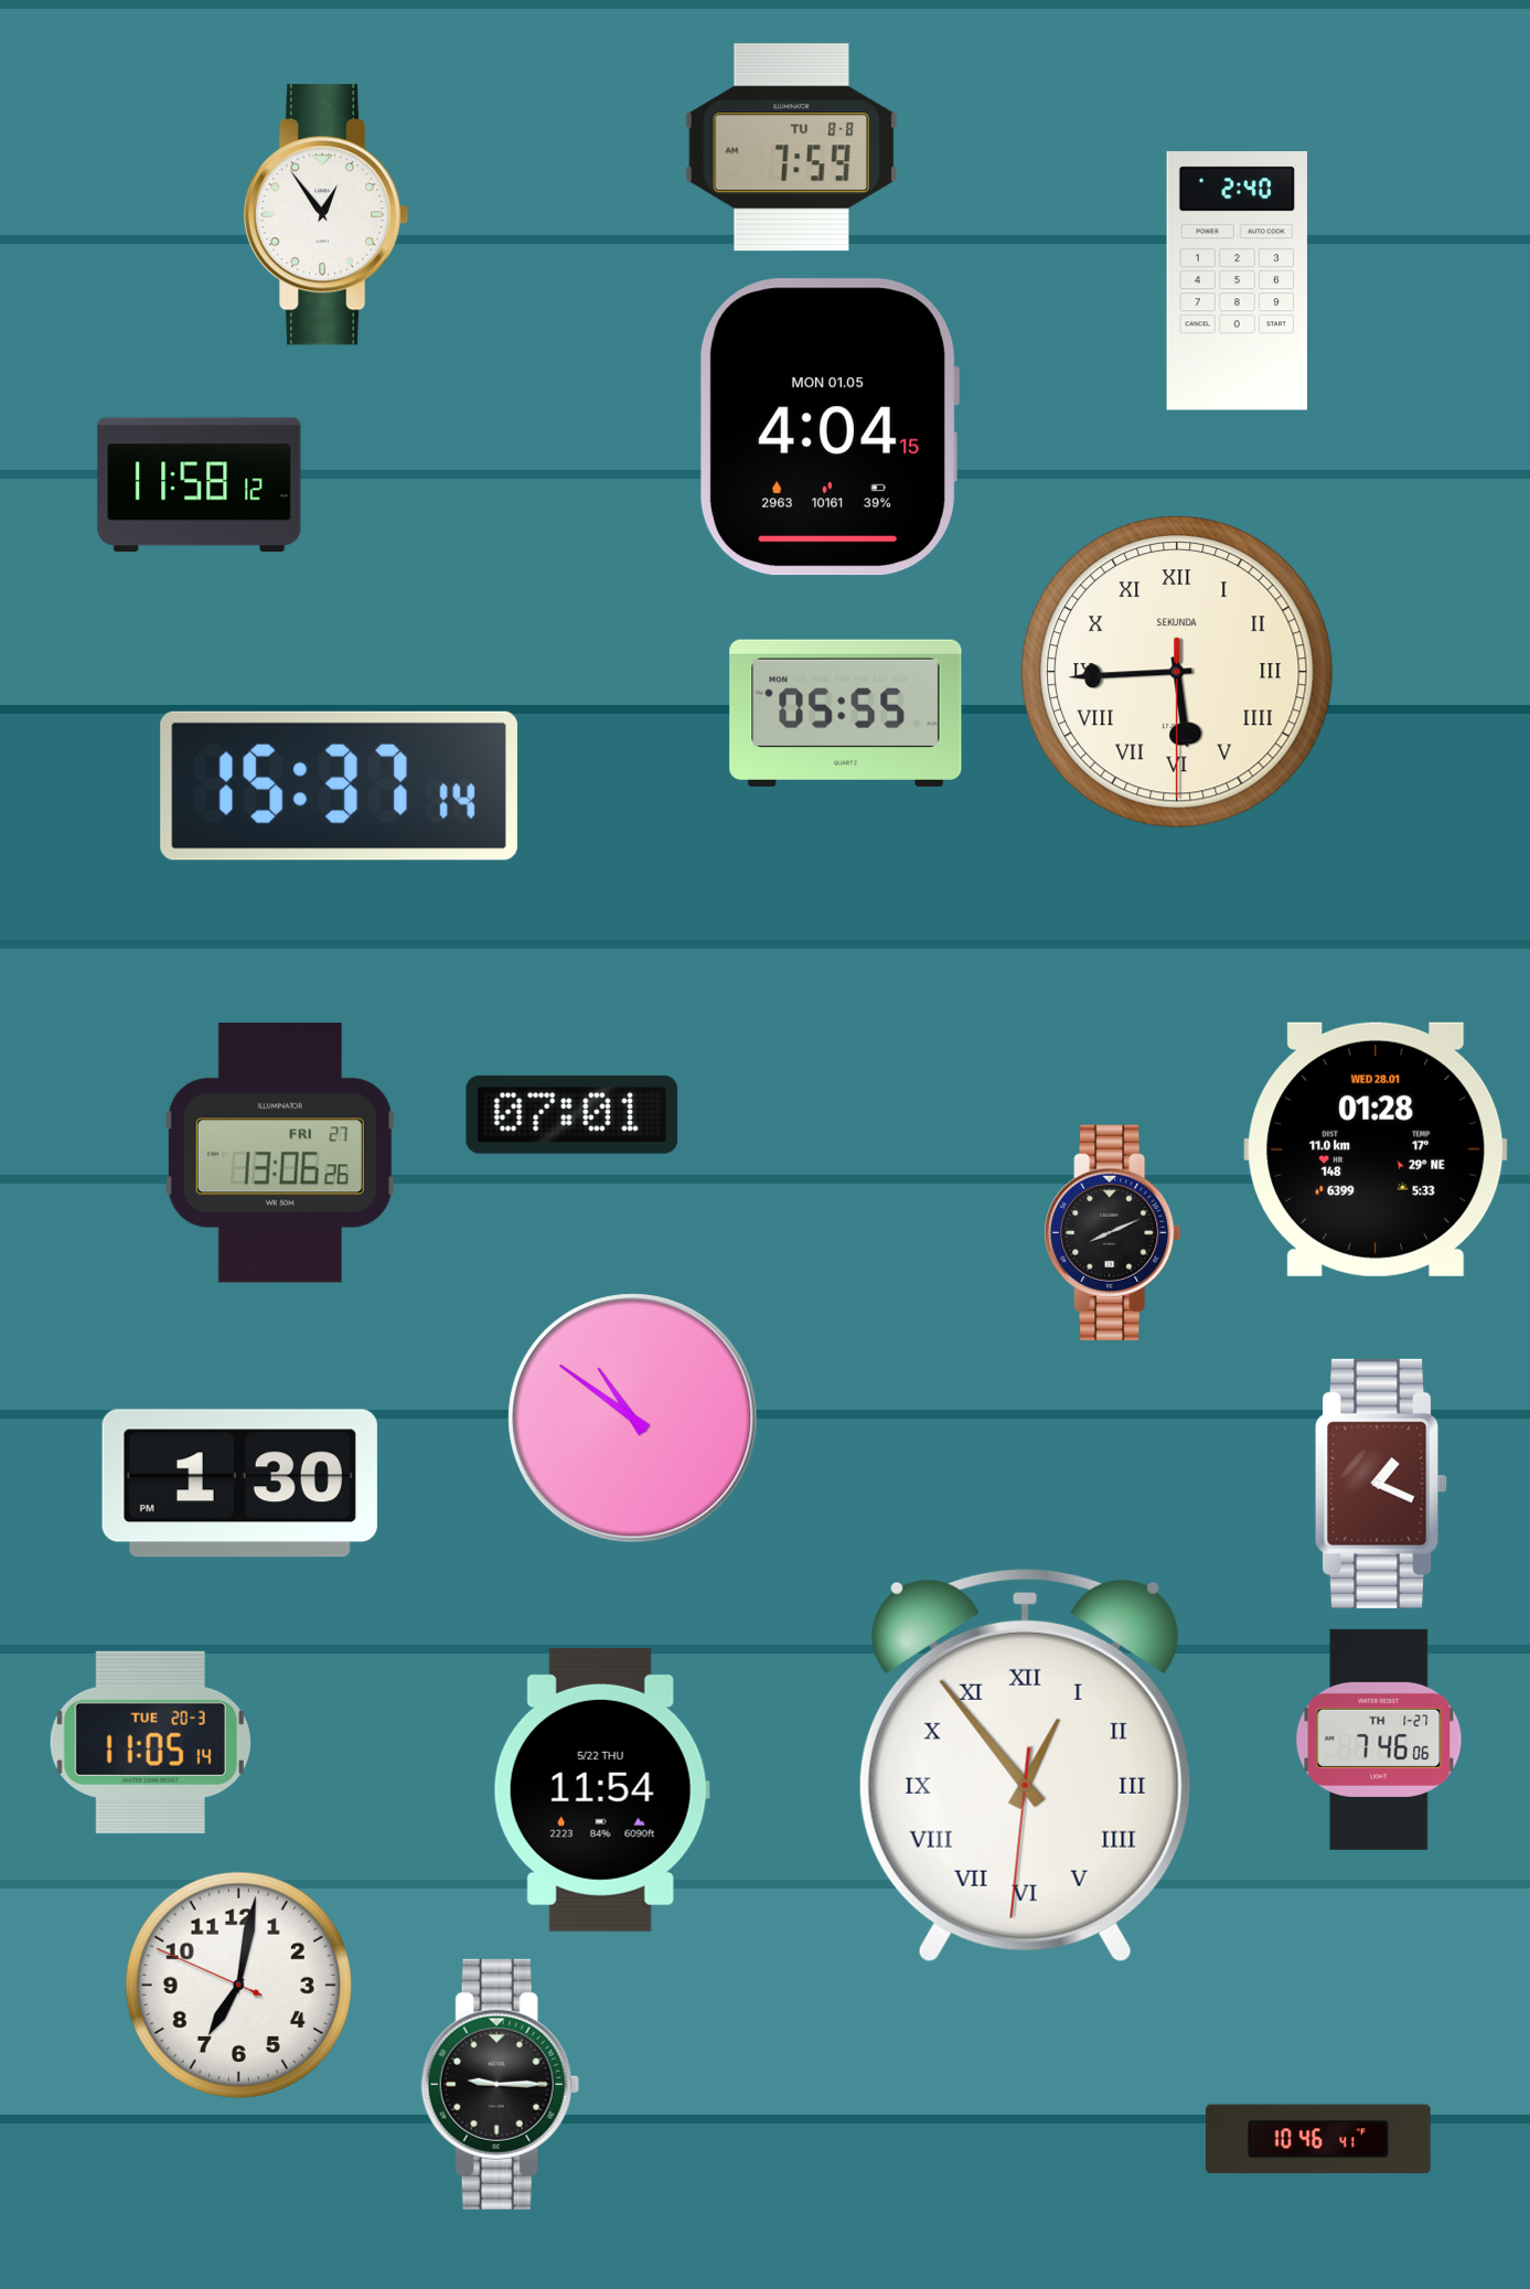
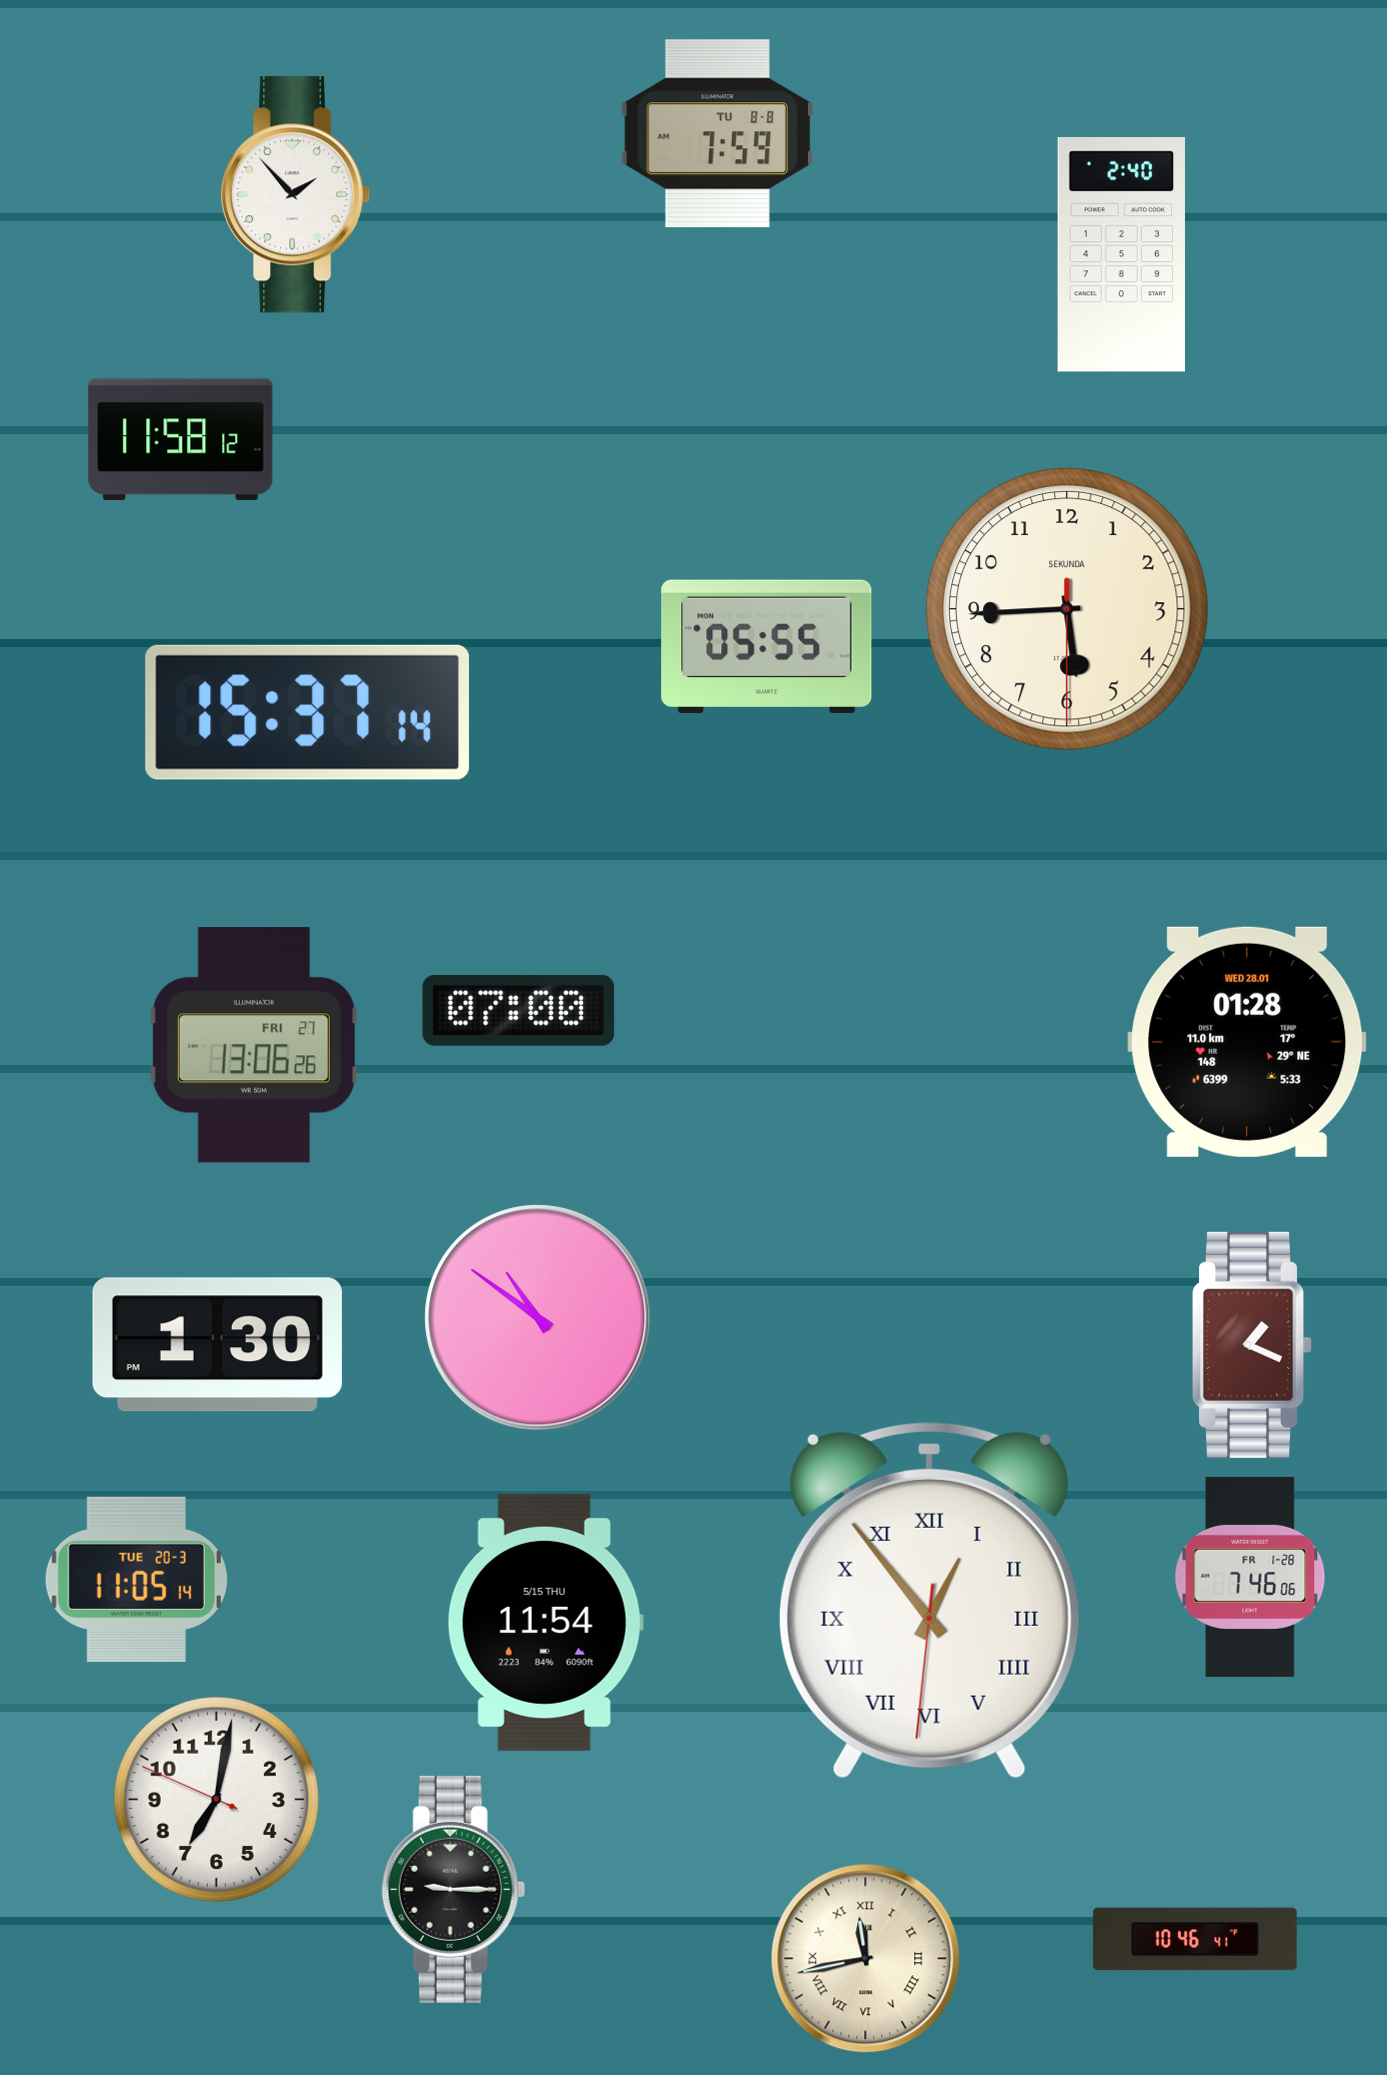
clock at (327, 215): 12:54 -> 1:53
clock at (828, 427): 4:04 -> none
clock at (1178, 673) numerals: Roman -> Arabic
clock at (573, 1114): 07:01 -> 07:00
clock at (1113, 1232): 8:11 -> none
clock at (633, 1419) position: (633, 1419) -> (538, 1318)
clock at (1379, 1740) date: TH 1-27 -> FR 1-28
clock at (601, 1789) date: 5/22 THU -> 5/15 THU
clock at (866, 1959): none -> 11:43
